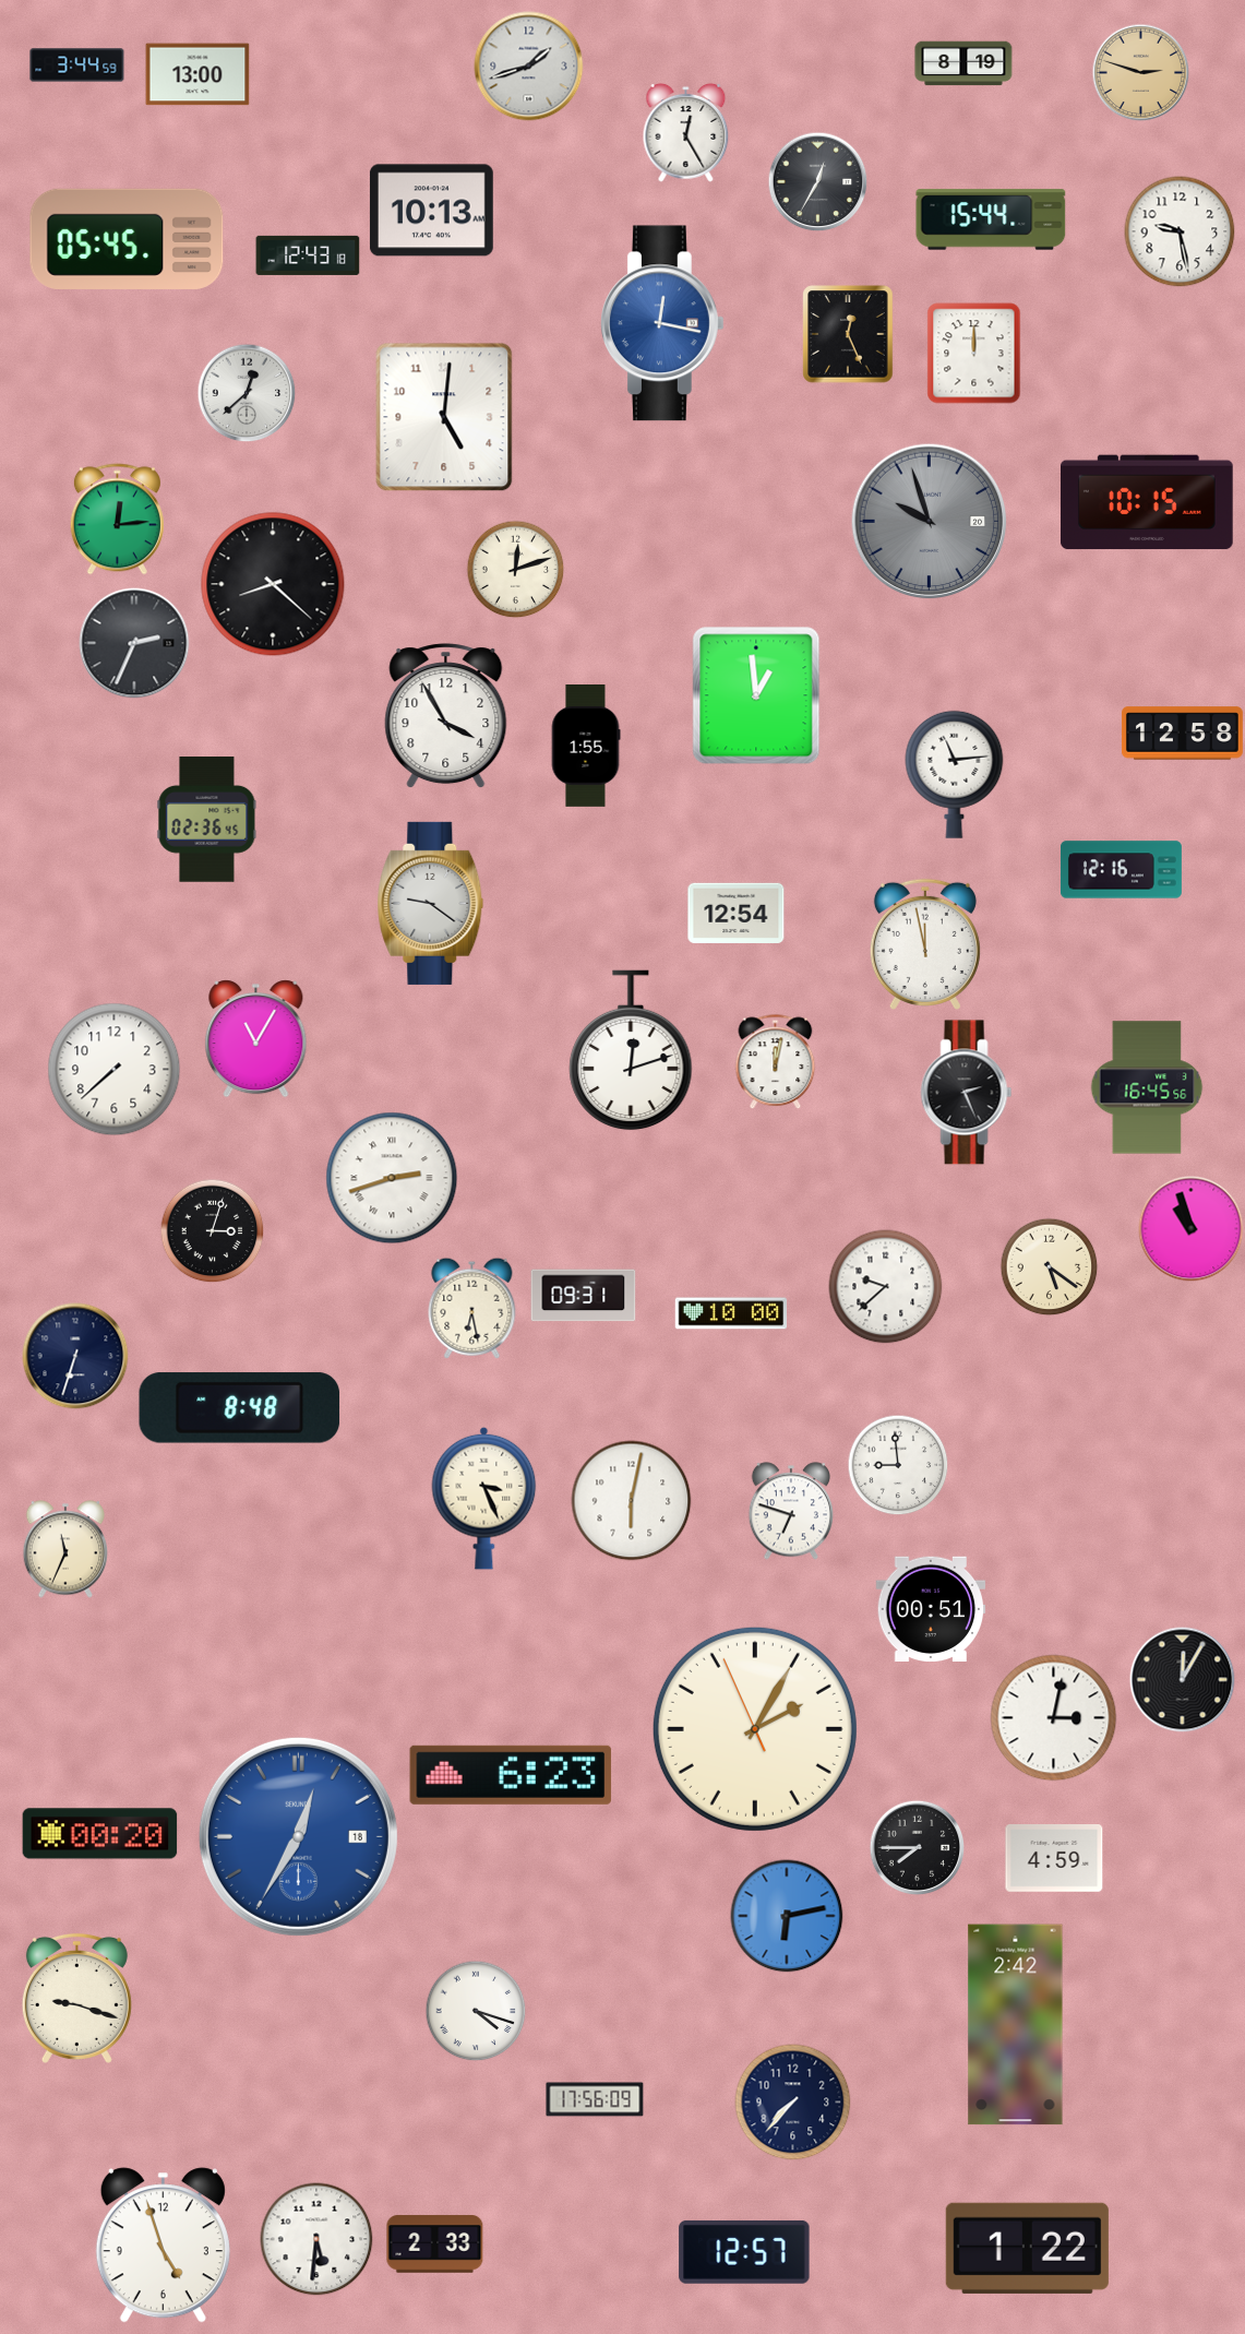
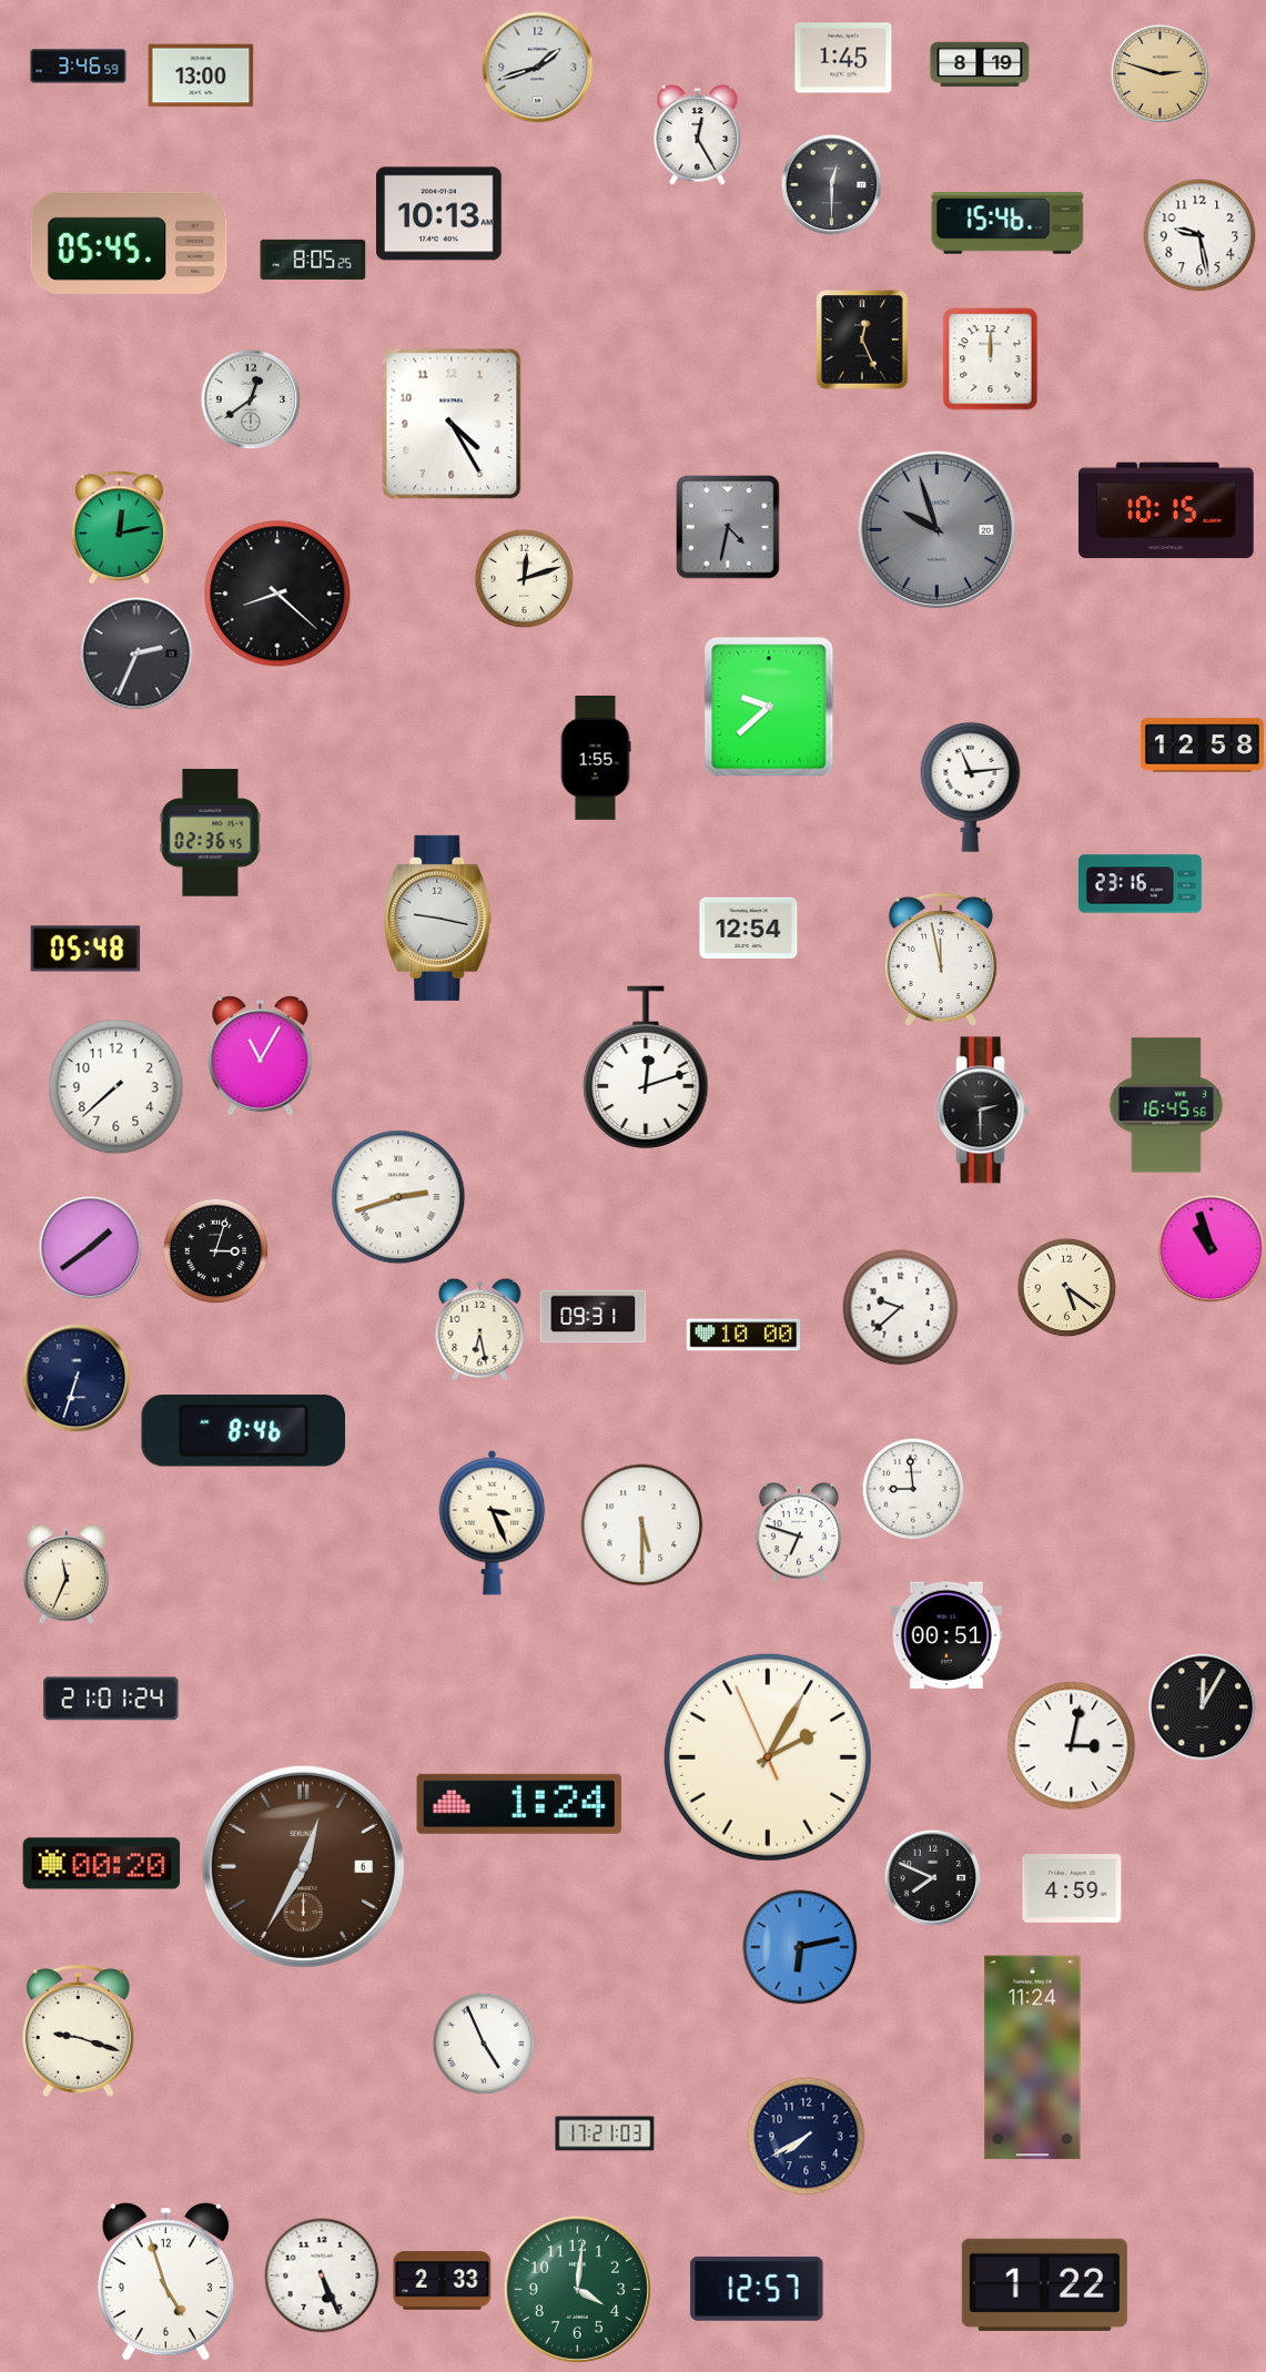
clock at (843, 58): none -> 1:45
clock at (77, 66): 3:44 -> 3:46
clock at (817, 181): 12:35 -> 12:30
clock at (991, 219): 15:44 -> 15:46
clock at (308, 255): 12:43 -> 8:05
clock at (662, 323): 12:17 -> none
clock at (247, 393): 12:38 -> 12:39
clock at (444, 417): 5:01 -> 4:25
clock at (728, 527): none -> 4:32
clock at (117, 520): 12:14 -> 12:13
clock at (930, 522) position: (930, 522) -> (938, 530)
clock at (756, 695): 12:59 -> 9:38
clock at (446, 716): 3:55 -> none
clock at (1121, 870): 12:16 -> 23:16
clock at (431, 903): 9:21 -> 9:17
clock at (85, 949): none -> 05:48
clock at (631, 1050) position: (631, 1050) -> (646, 1067)
clock at (776, 1061): 12:02 -> none
clock at (967, 1093): 2:26 -> 2:30
clock at (90, 1247): none -> 1:39
clock at (240, 1408): 8:48 -> 8:46
clock at (632, 1501): 6:02 -> 5:30
clock at (791, 1511) position: (791, 1511) -> (799, 1532)
clock at (111, 1699): none -> 21:01
clock at (511, 1775): 6:23 -> 1:24
clock at (298, 1836) date: 18 -> 6
clock at (298, 1836) dial: blue -> brown
clock at (917, 1847): 7:45 -> 7:49
clock at (476, 2011): 4:18 -> 4:56
clock at (1016, 2025): 2:42 -> 11:24
clock at (595, 2099): 17:56 -> 17:21
clock at (793, 2103): 7:37 -> 7:40
clock at (316, 2239): 5:31 -> 5:26
clock at (577, 2289): none -> 4:01
